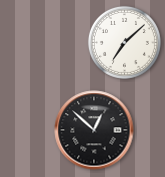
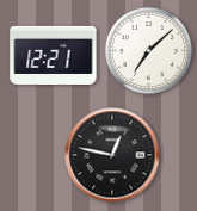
clock at (54, 55): none -> 12:21
clock at (94, 130): 12:52 -> 12:47
